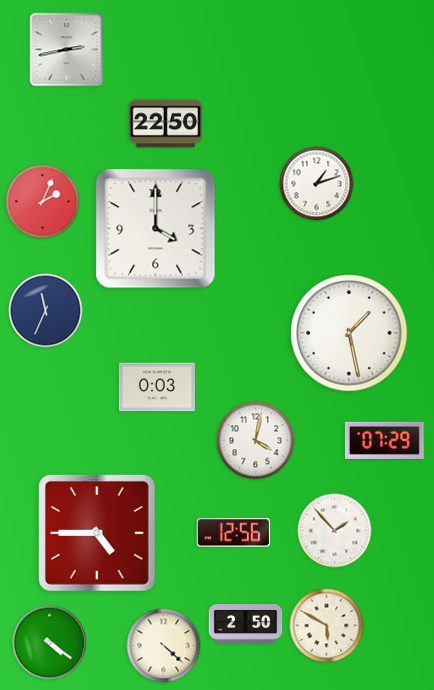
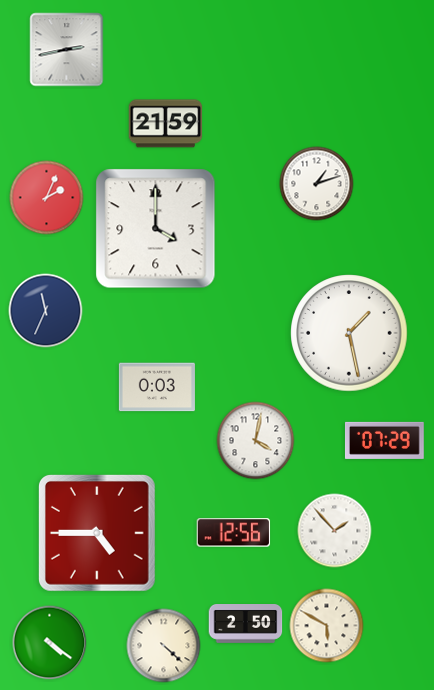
clock at (166, 124): 22:50 -> 21:59
clock at (43, 202) position: (43, 202) -> (47, 198)
